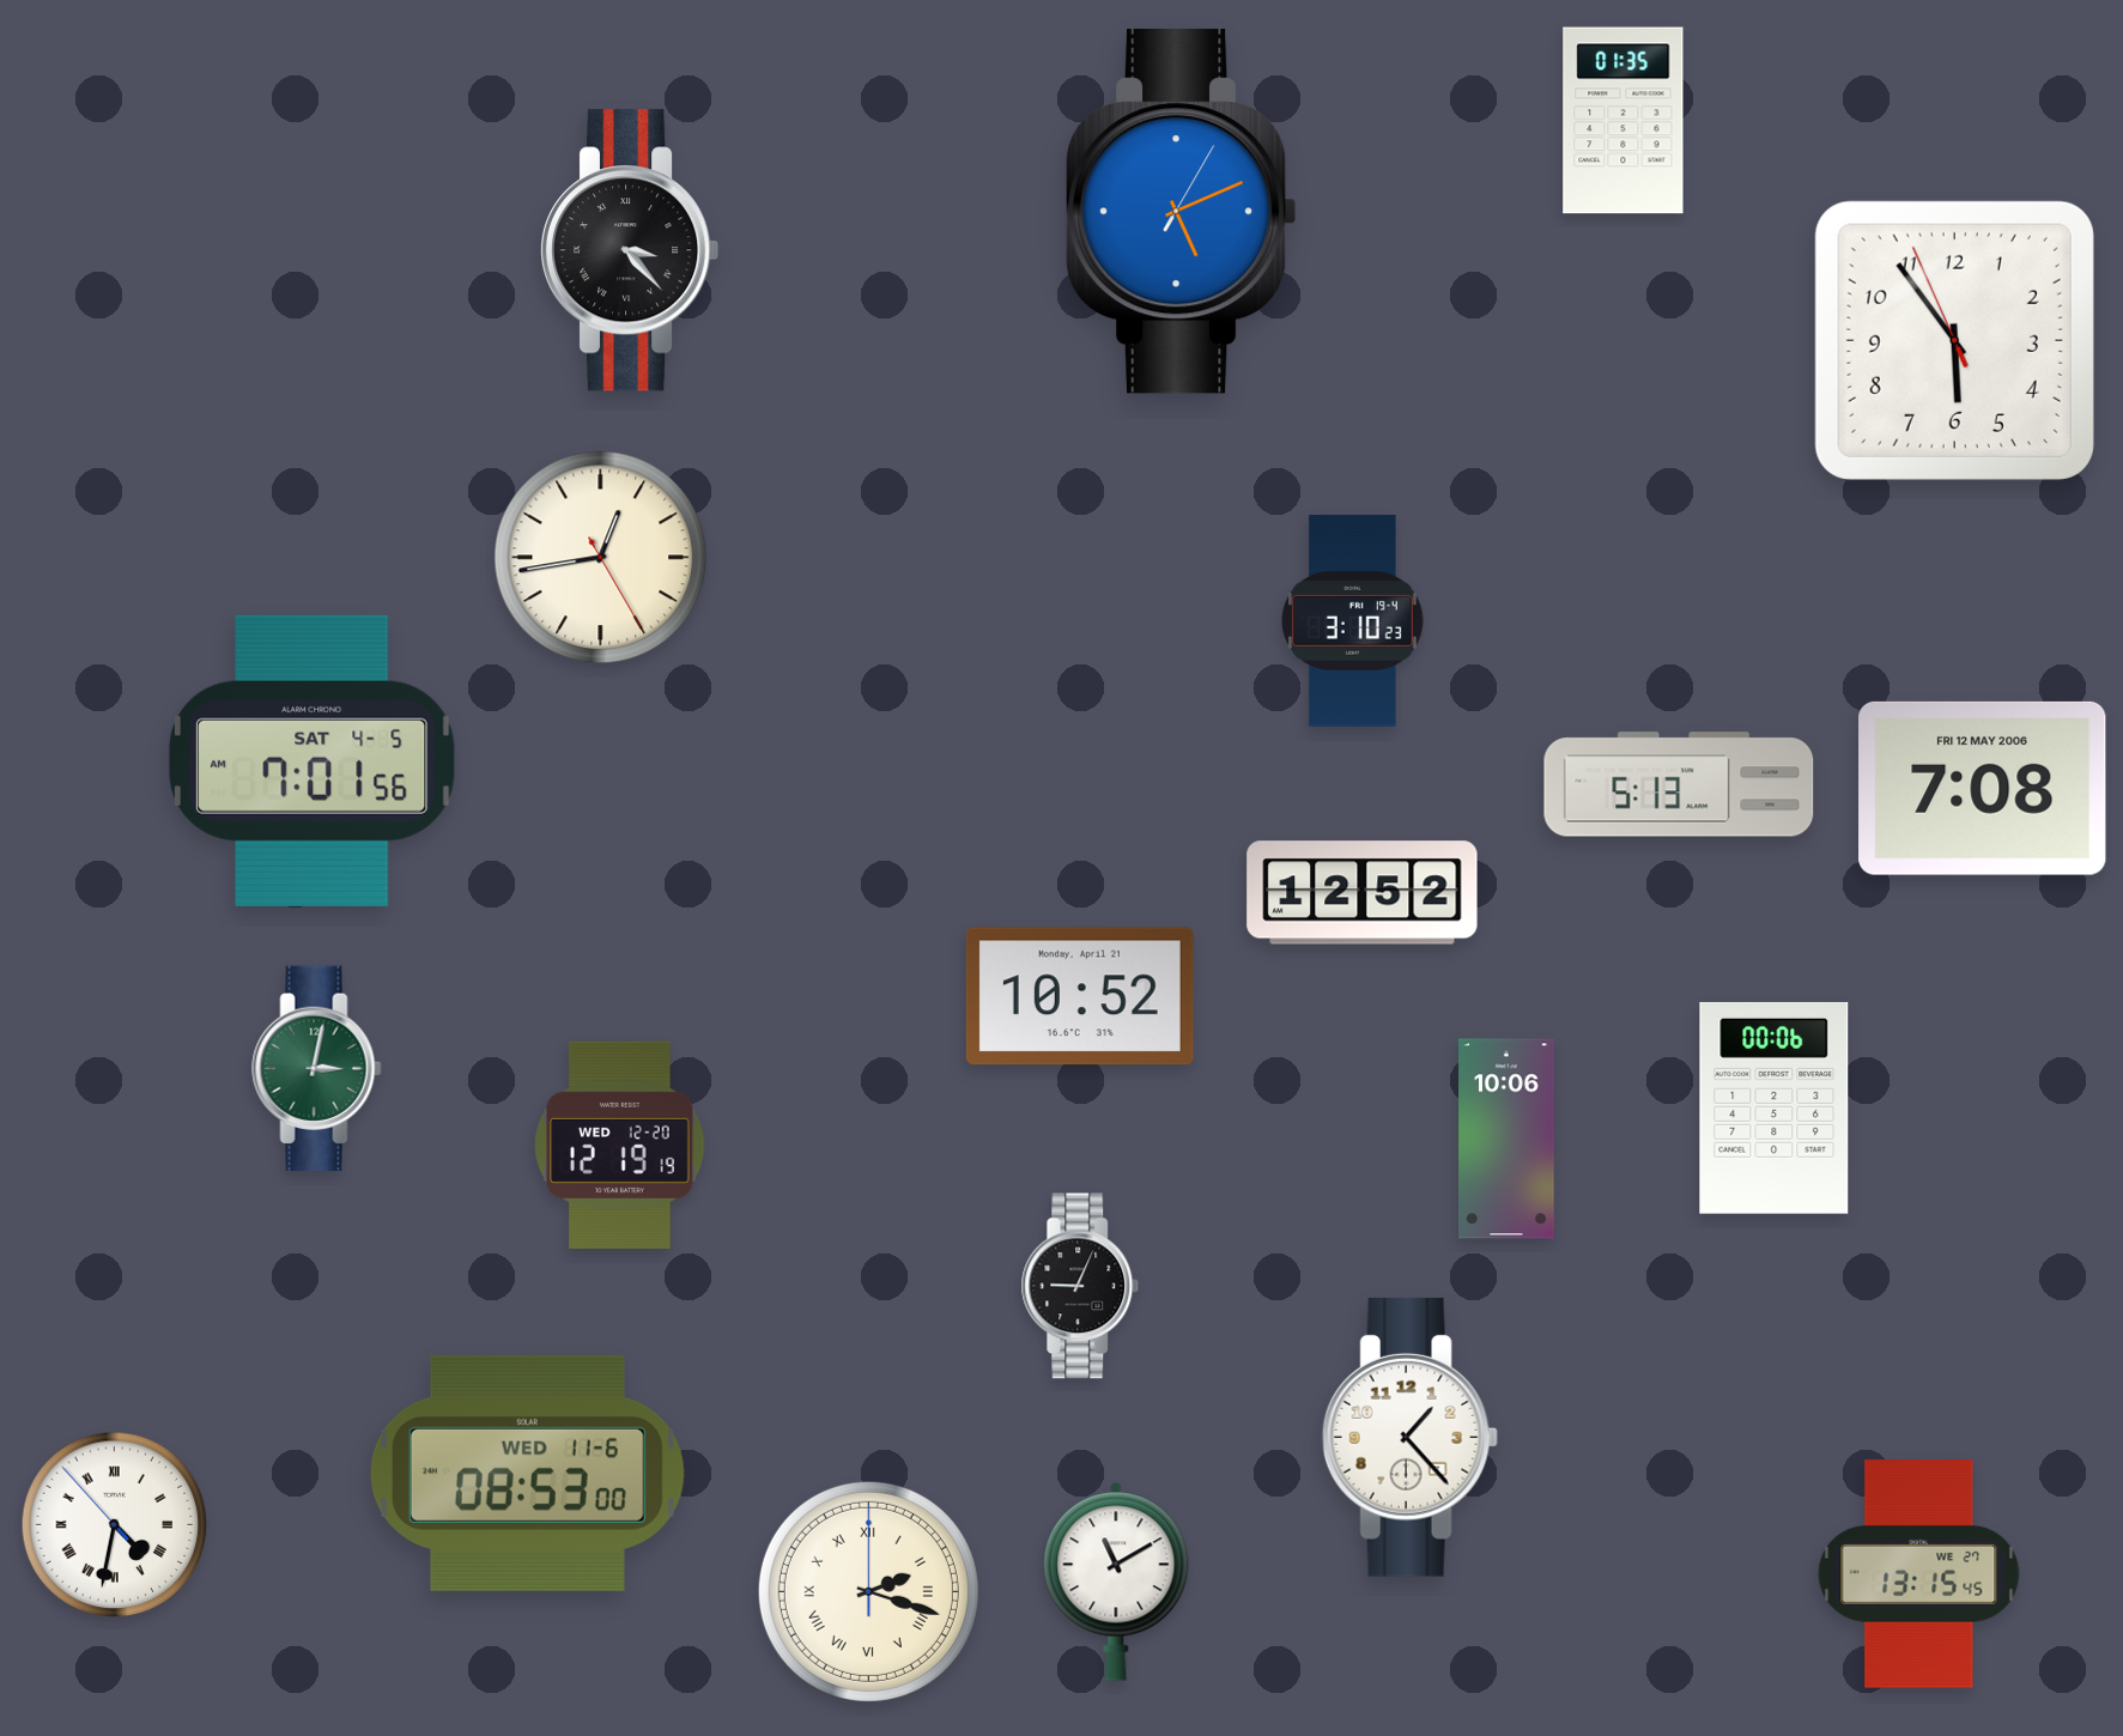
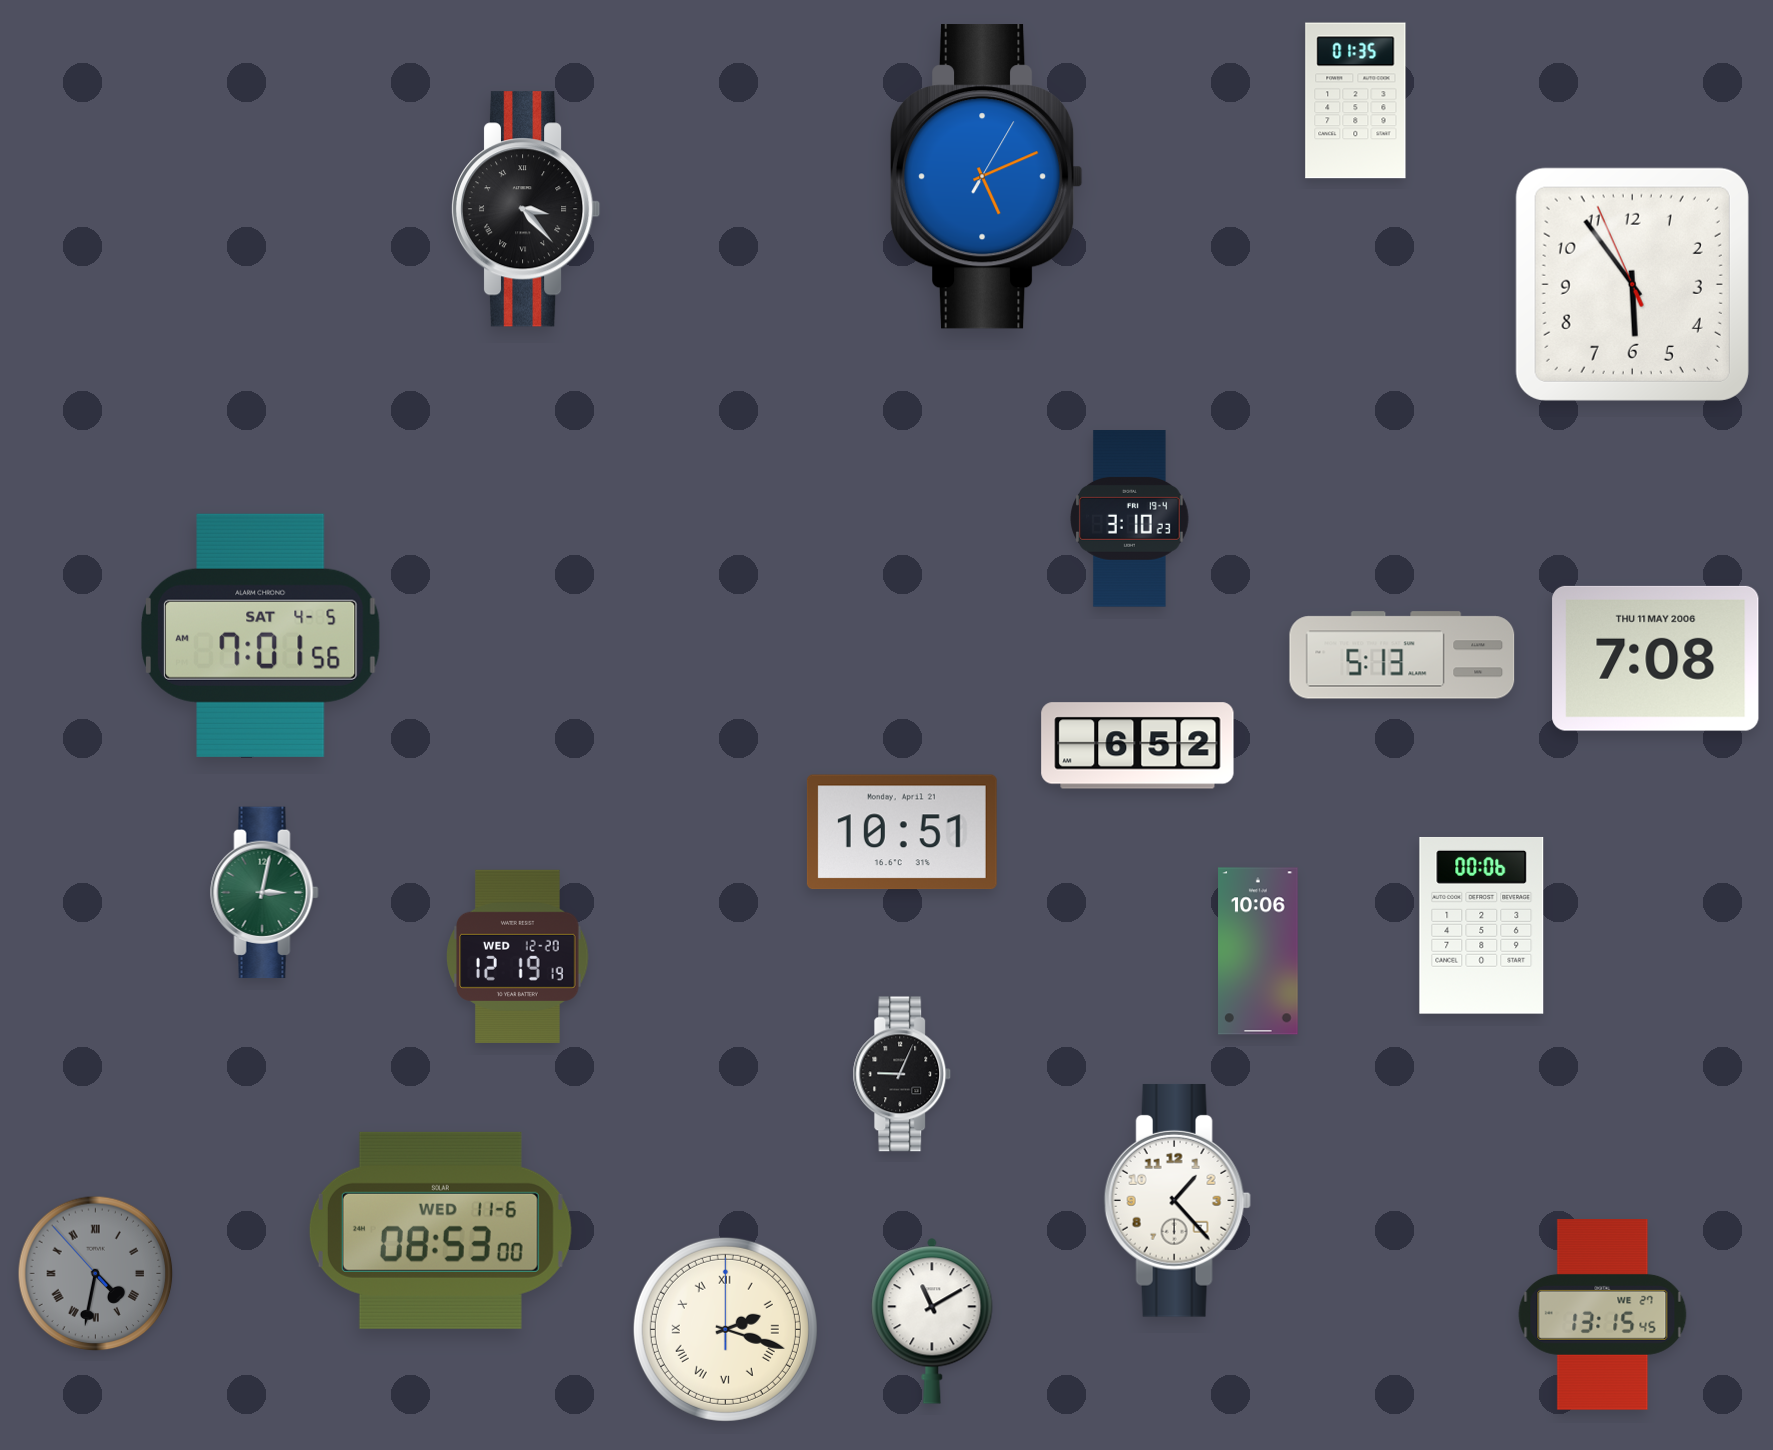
clock at (601, 558): 12:43 -> none
clock at (1983, 788) date: FRI 12 MAY 2006 -> THU 11 MAY 2006
clock at (1363, 893): 12:52 -> 6:52
clock at (1080, 996): 10:52 -> 10:51
clock at (115, 1525) dial: white -> grey
